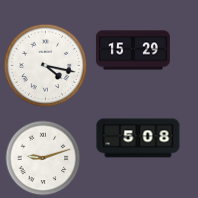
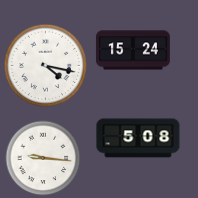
clock at (133, 50): 15:29 -> 15:24
clock at (43, 158): 9:12 -> 9:16
